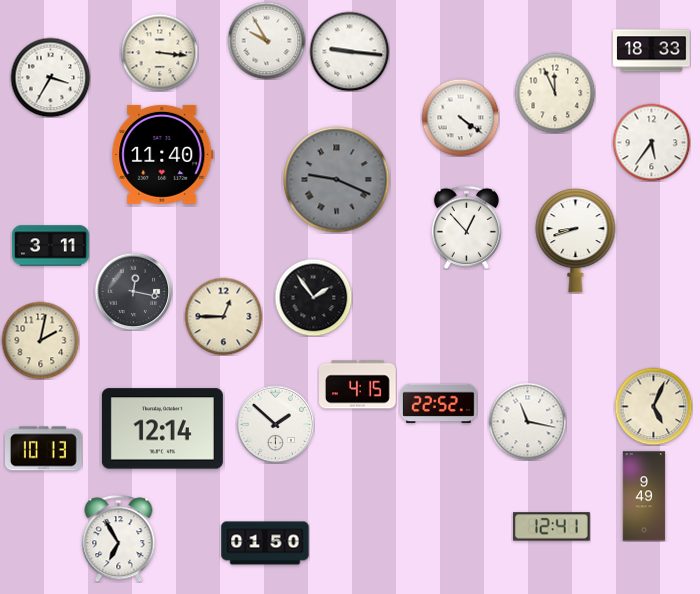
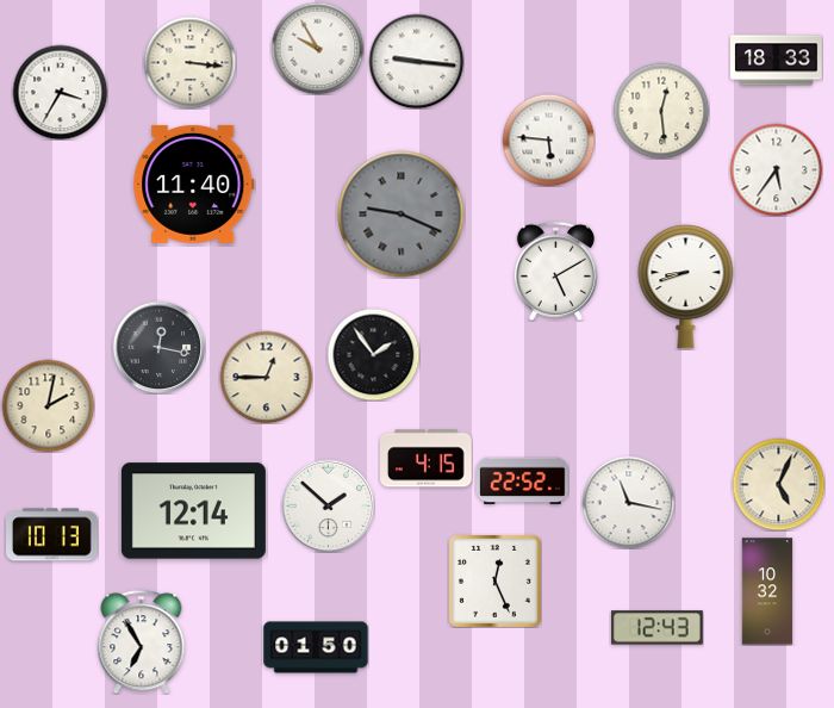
clock at (555, 93): 11:56 -> 12:29
clock at (460, 117): 4:21 -> 5:46
clock at (466, 227): 12:53 -> 5:10
clock at (51, 246): 3:11 -> none
clock at (494, 580): none -> 12:26
clock at (644, 496): 9:49 -> 10:32
clock at (551, 527): 12:41 -> 12:43
